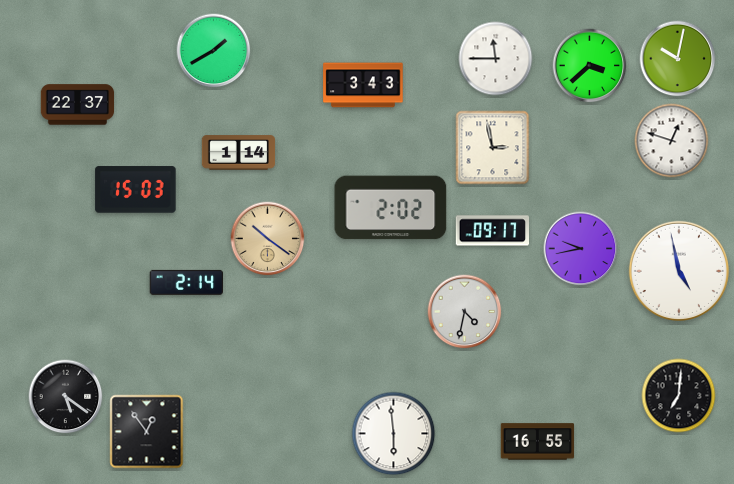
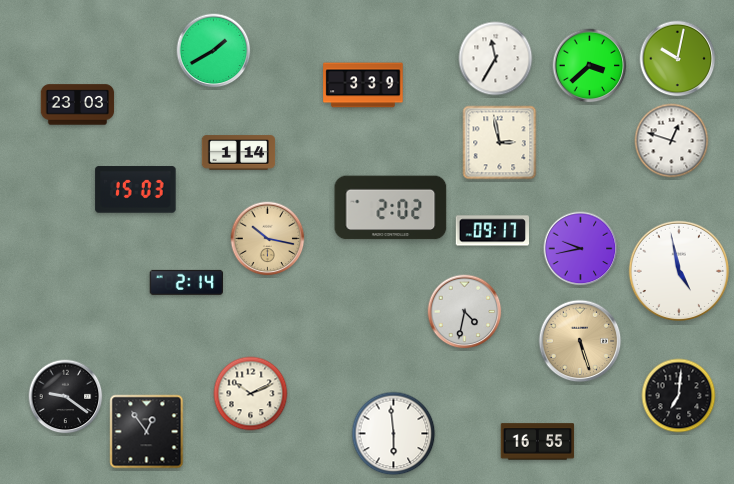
clock at (496, 59): 11:45 -> 11:35
clock at (363, 85): 3:43 -> 3:39
clock at (78, 105): 22:37 -> 23:03
clock at (493, 148) position: (493, 148) -> (500, 143)
clock at (268, 239): 10:21 -> 10:17
clock at (580, 341): none -> 5:27
clock at (251, 394): none -> 10:11
clock at (66, 397): 5:21 -> 9:21
